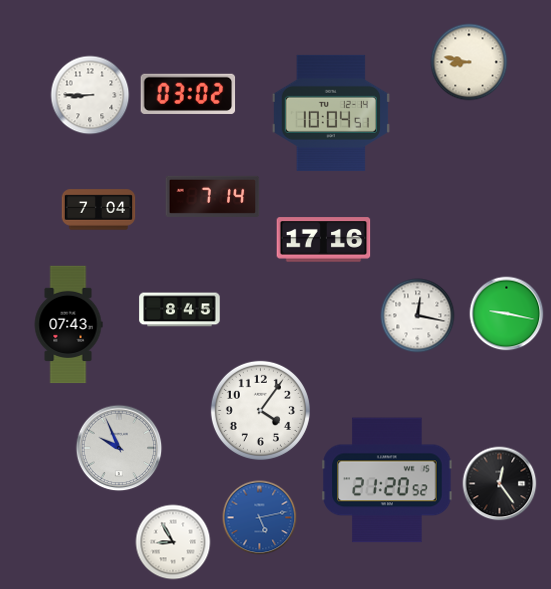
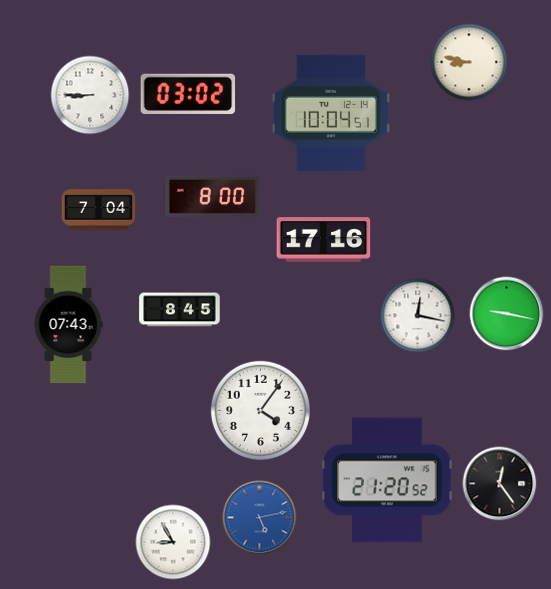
clock at (213, 196): 7:14 -> 8:00
clock at (119, 448): 9:56 -> none
